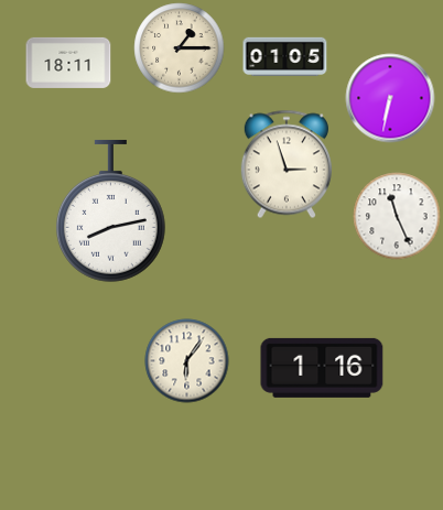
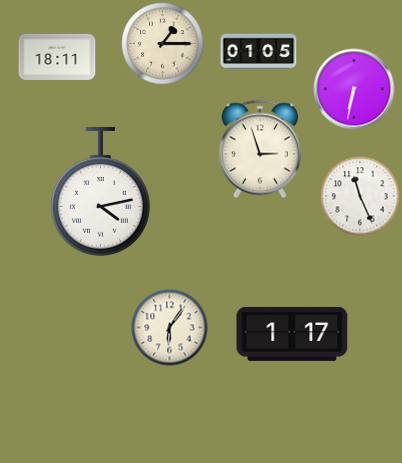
clock at (68, 63) position: (68, 63) -> (57, 57)
clock at (110, 210): 8:13 -> 4:13
clock at (322, 368): 1:16 -> 1:17
